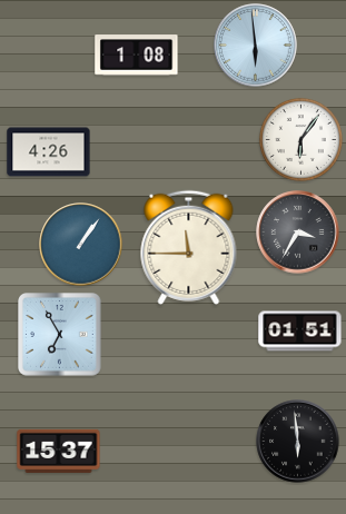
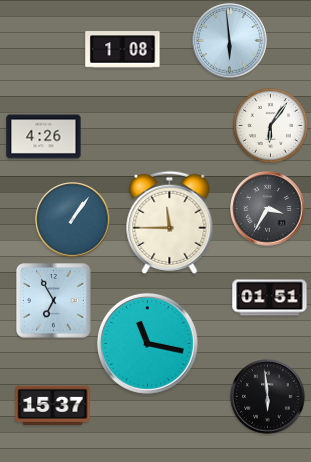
clock at (147, 343): none -> 11:17
